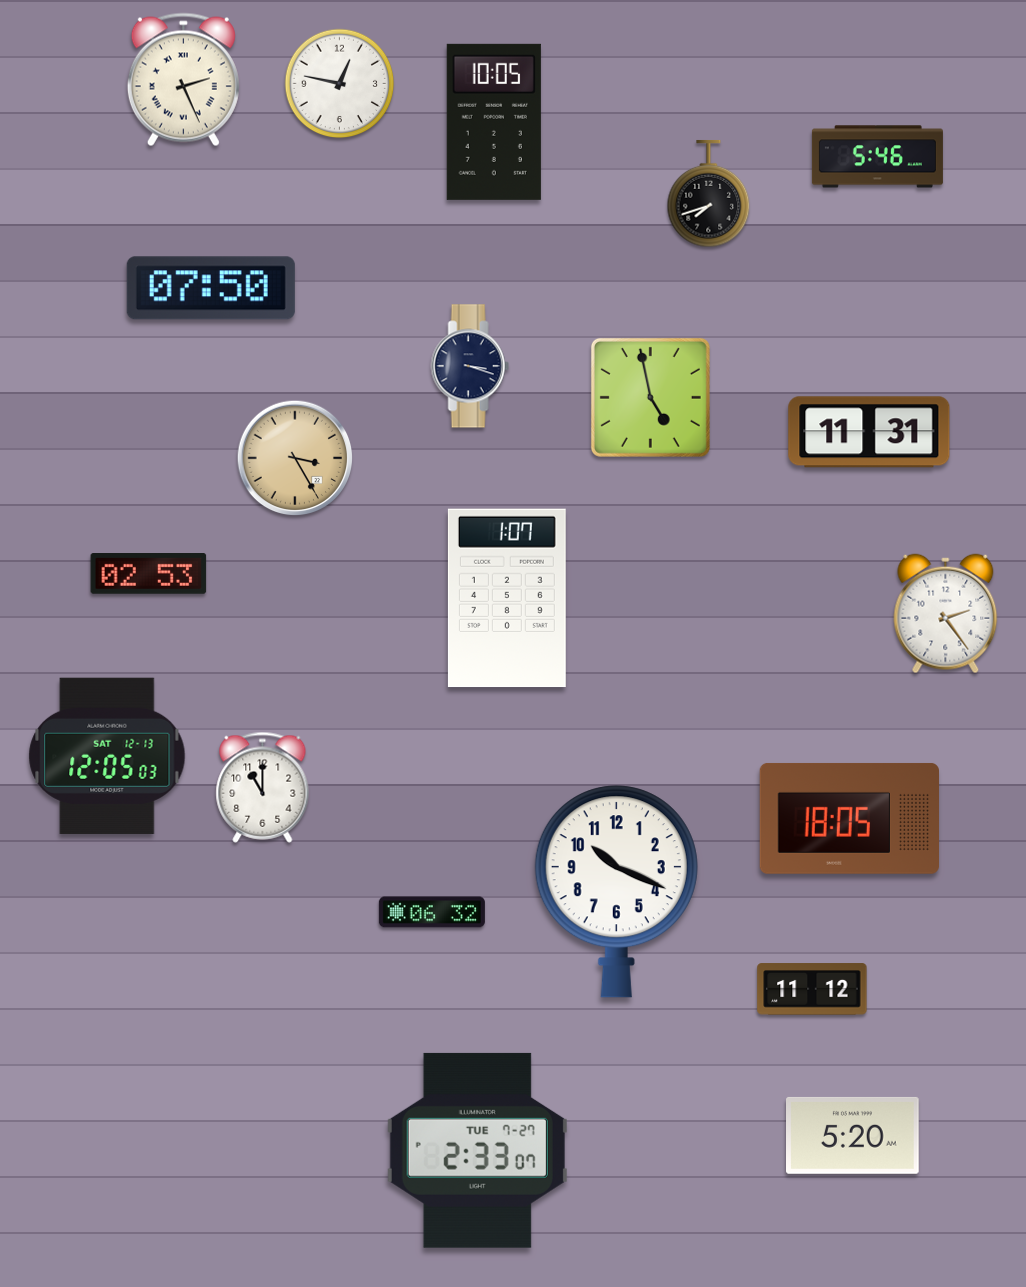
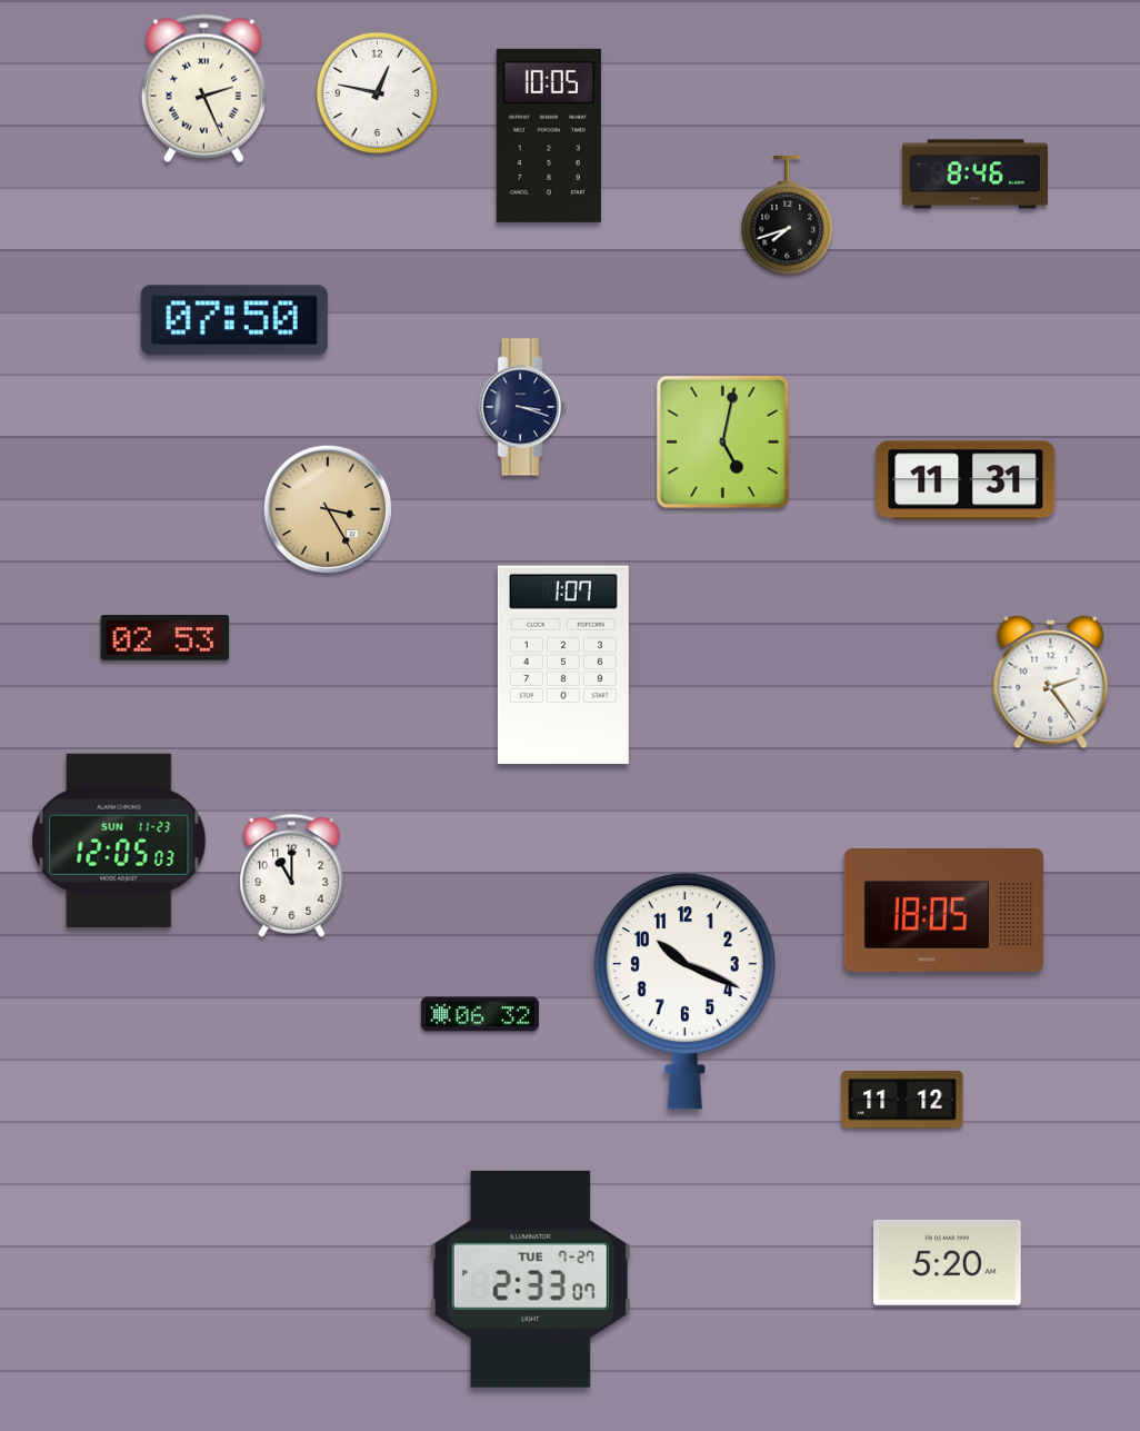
clock at (877, 157): 5:46 -> 8:46
clock at (650, 397): 4:58 -> 5:02
clock at (107, 756) date: SAT 12-13 -> SUN 11-23
